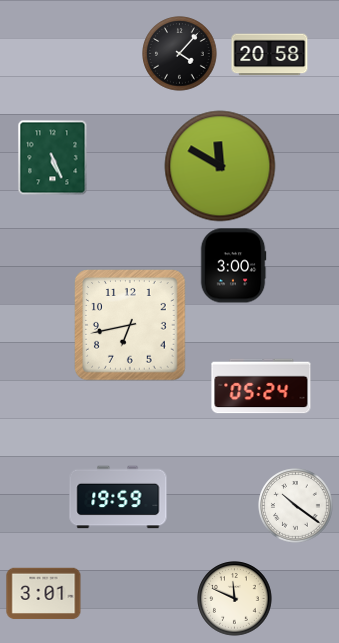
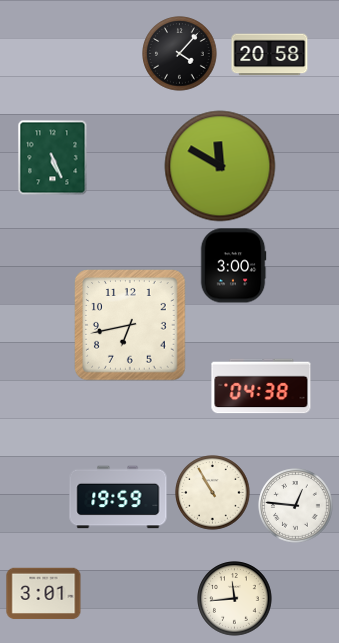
clock at (261, 386): 05:24 -> 04:38
clock at (213, 493): none -> 10:55
clock at (296, 506): 10:21 -> 12:46
clock at (235, 599): 11:49 -> 11:44
